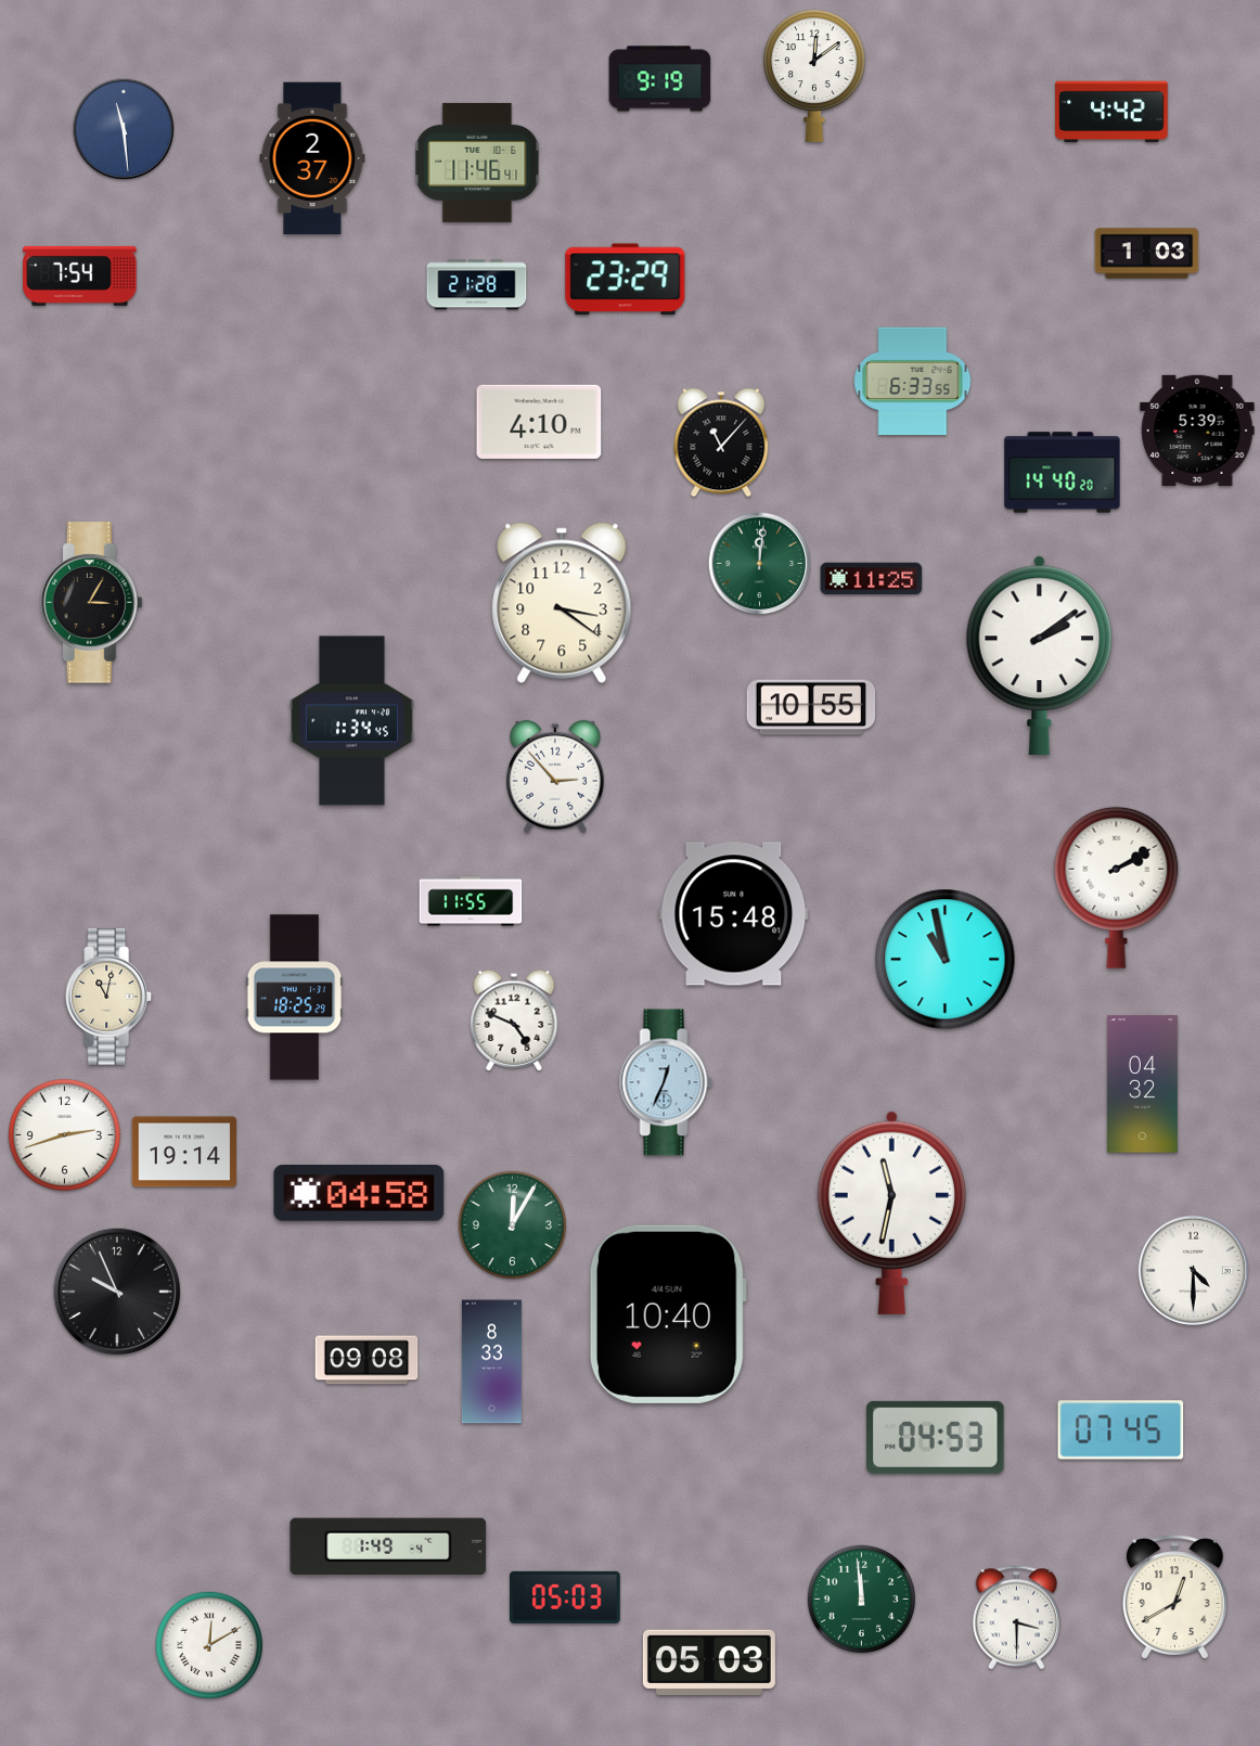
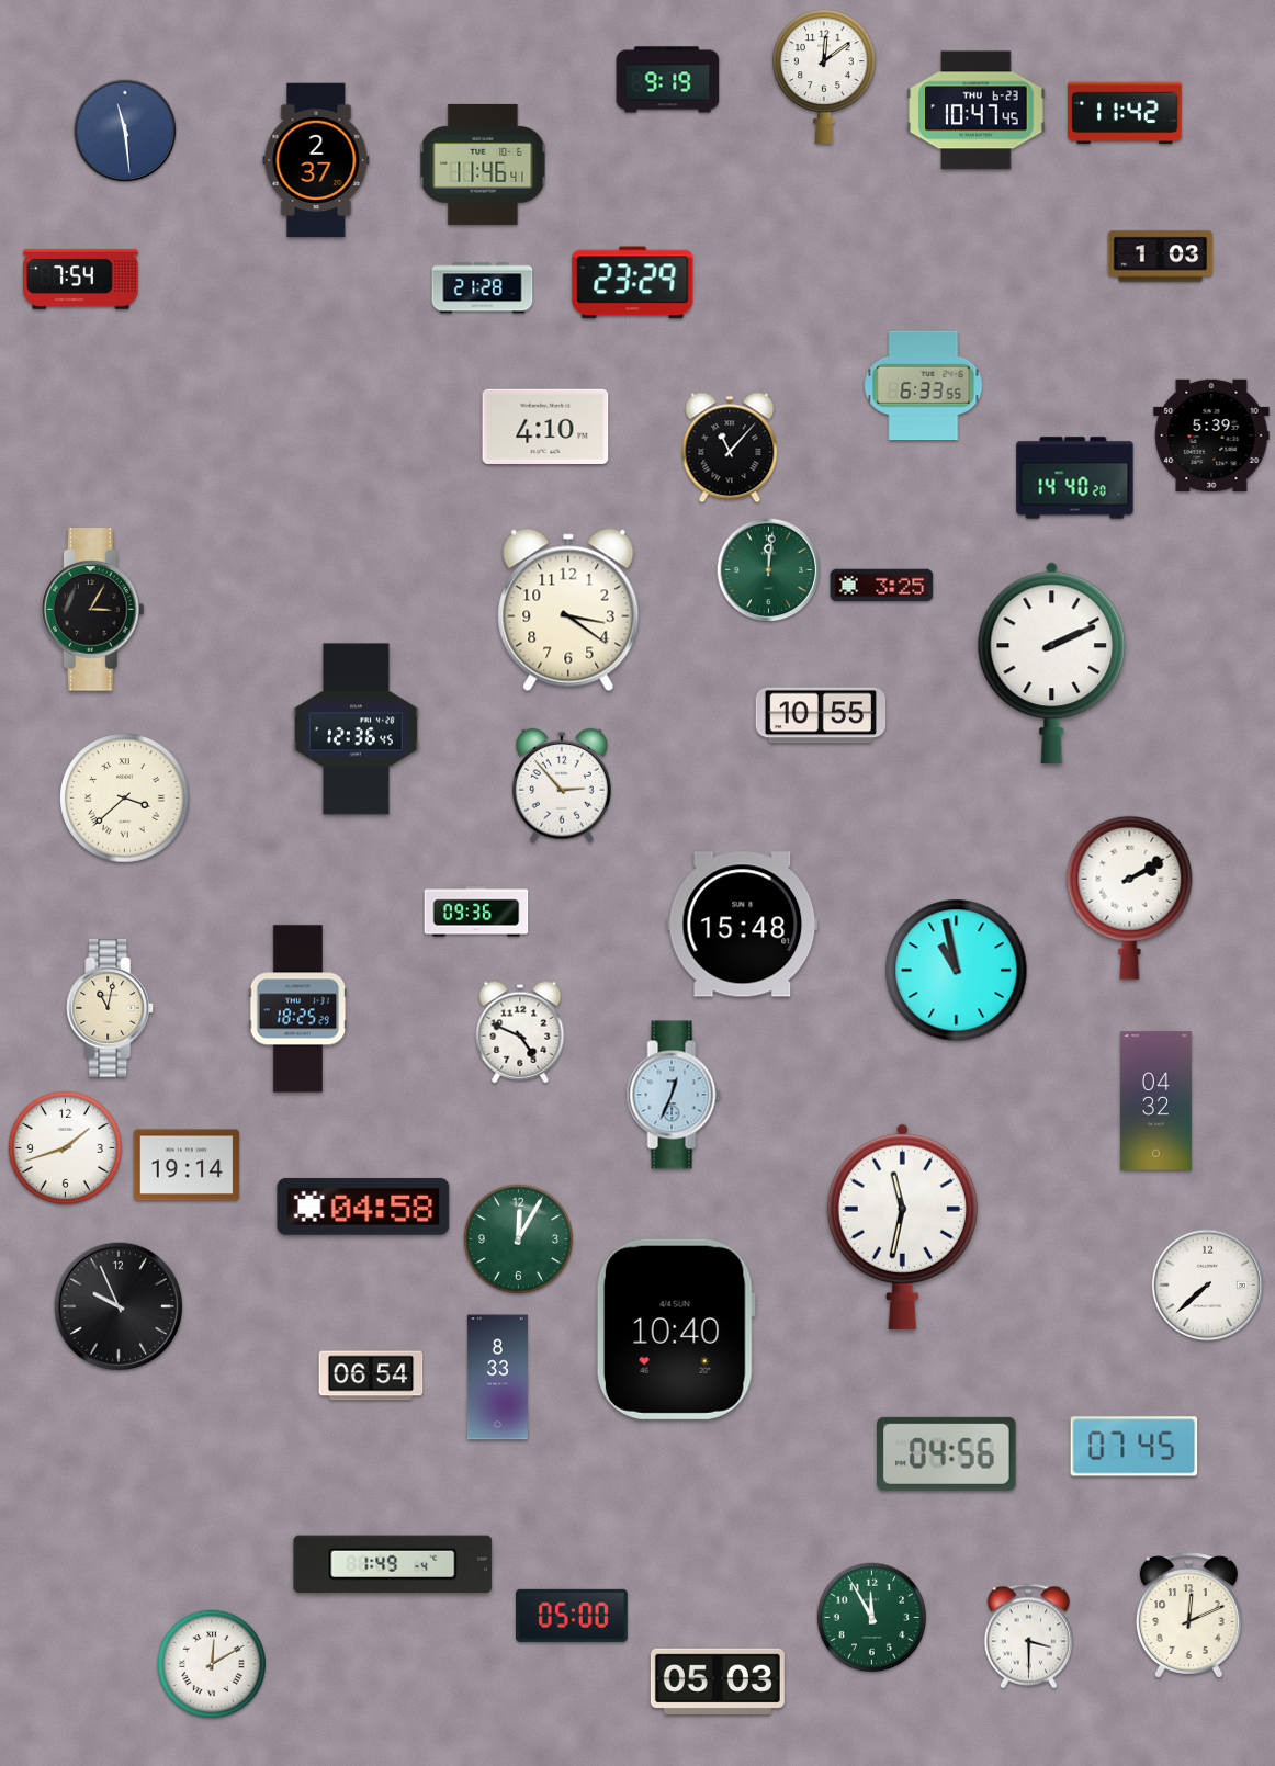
clock at (977, 111): none -> 10:47
clock at (1111, 112): 4:42 -> 11:42
clock at (872, 579): 11:25 -> 3:25
clock at (1040, 656): 2:09 -> 2:11
clock at (351, 721): 1:34 -> 12:36
clock at (125, 799): none -> 3:38
clock at (471, 901): 11:55 -> 09:36
clock at (1142, 1084) position: (1142, 1084) -> (1155, 1101)
clock at (64, 1134): 2:42 -> 1:42
clock at (1194, 1271): 4:30 -> 7:38
clock at (367, 1360): 09:08 -> 06:54
clock at (936, 1437): 04:53 -> 04:56
clock at (565, 1597): 05:03 -> 05:00
clock at (1174, 1597): 12:40 -> 12:11
clock at (861, 1599): 11:59 -> 11:55
